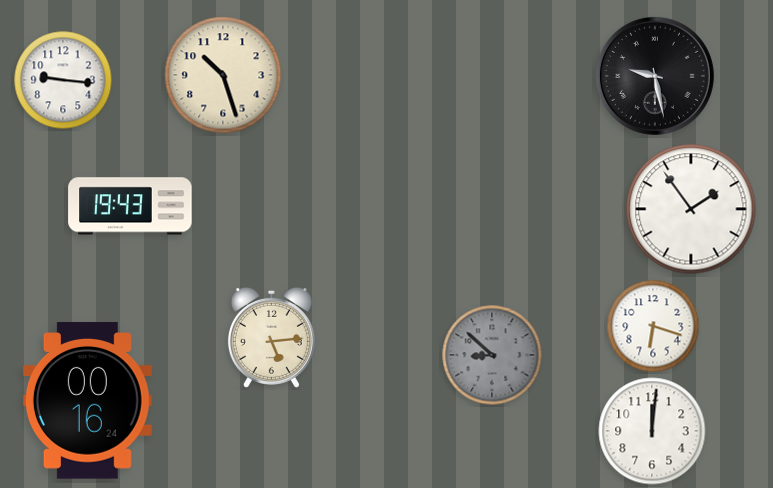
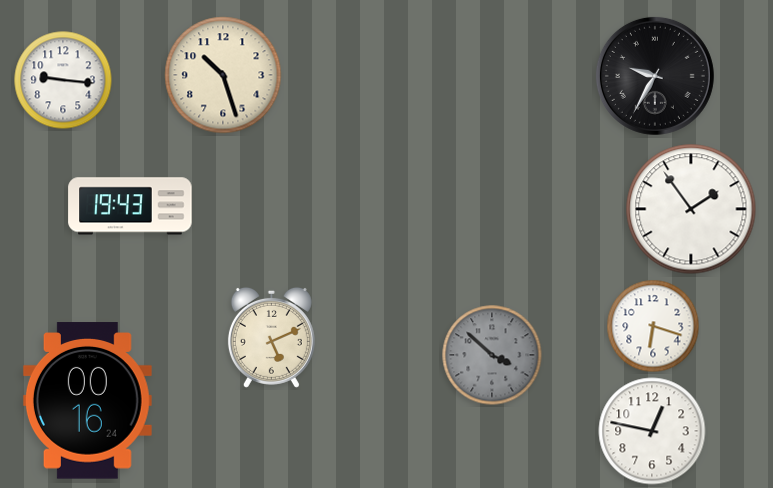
clock at (655, 76): 9:28 -> 9:35
clock at (271, 337): 5:14 -> 5:11
clock at (492, 355): 8:52 -> 3:52
clock at (652, 431): 12:01 -> 12:47
